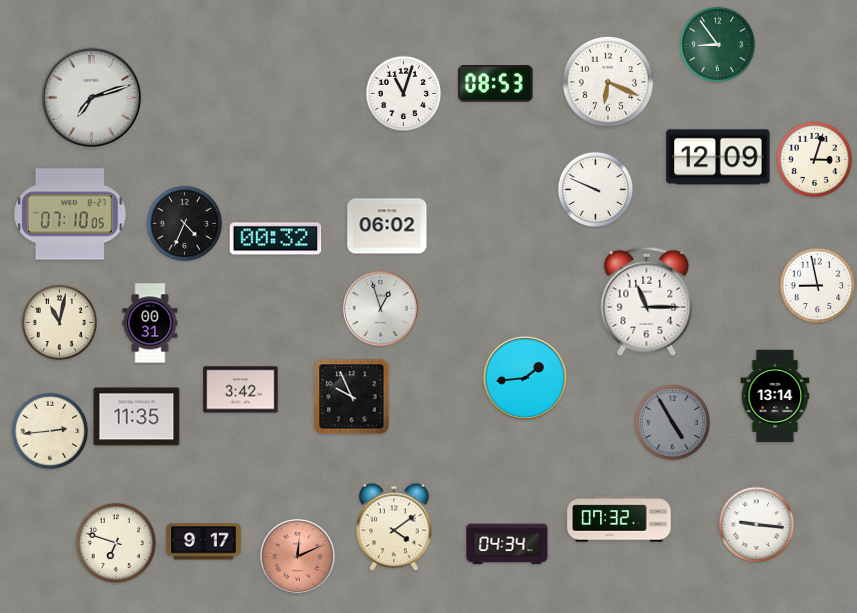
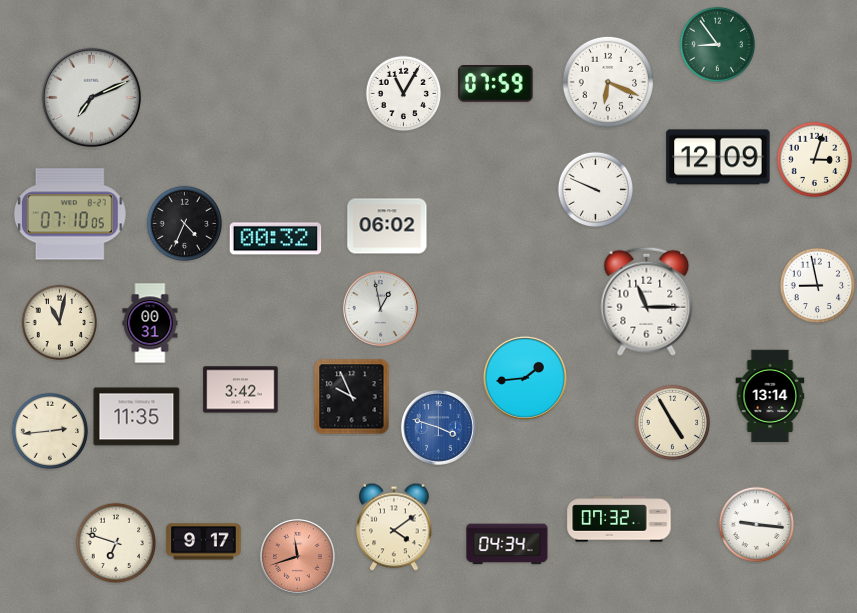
clock at (496, 84): 08:53 -> 07:59
clock at (404, 94): 11:03 -> 11:05
clock at (91, 97): 7:12 -> 7:11
clock at (380, 308): 12:57 -> 12:58
clock at (775, 396) position: (775, 396) -> (770, 396)
clock at (673, 423) dial: grey -> cream
clock at (438, 427): none -> 3:48
clock at (297, 556): 12:11 -> 11:42
